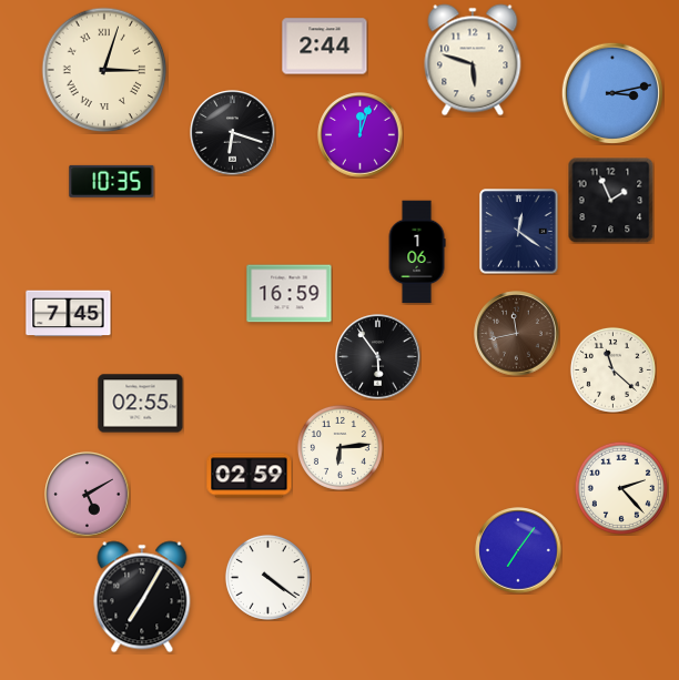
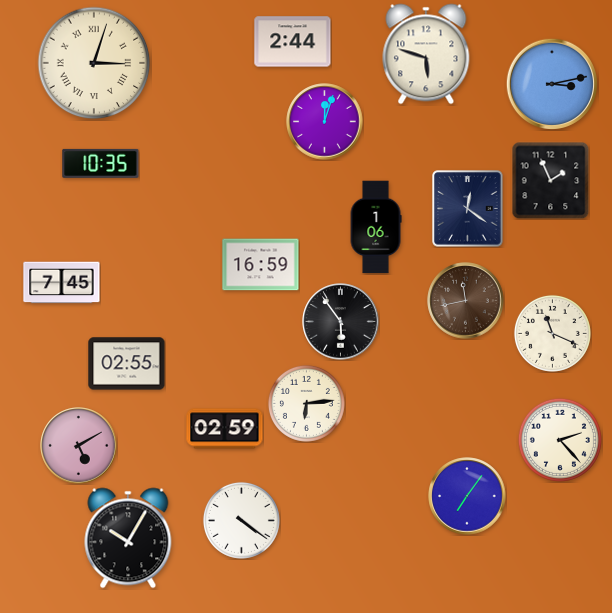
clock at (233, 133): 6:18 -> none
clock at (612, 369): 11:22 -> 11:19
clock at (142, 597): 7:05 -> 10:05
